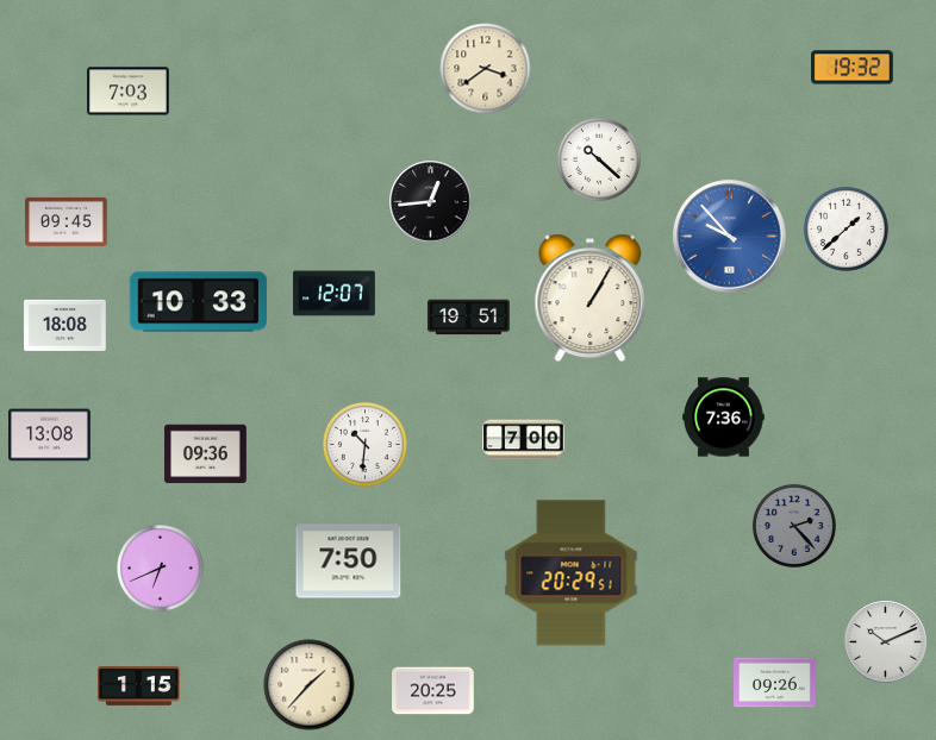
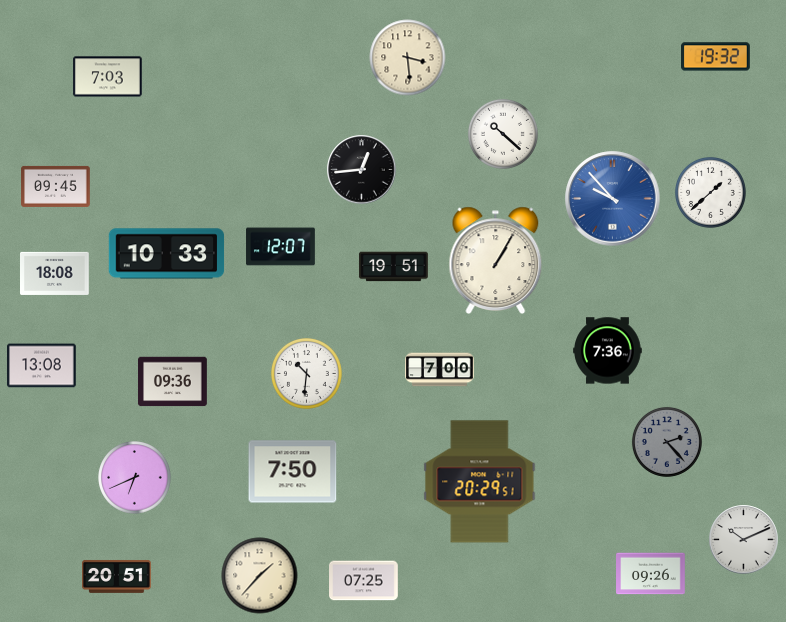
clock at (486, 69): 3:39 -> 3:29
clock at (591, 297) position: (591, 297) -> (496, 260)
clock at (139, 685): 1:15 -> 20:51
clock at (433, 691): 20:25 -> 07:25
